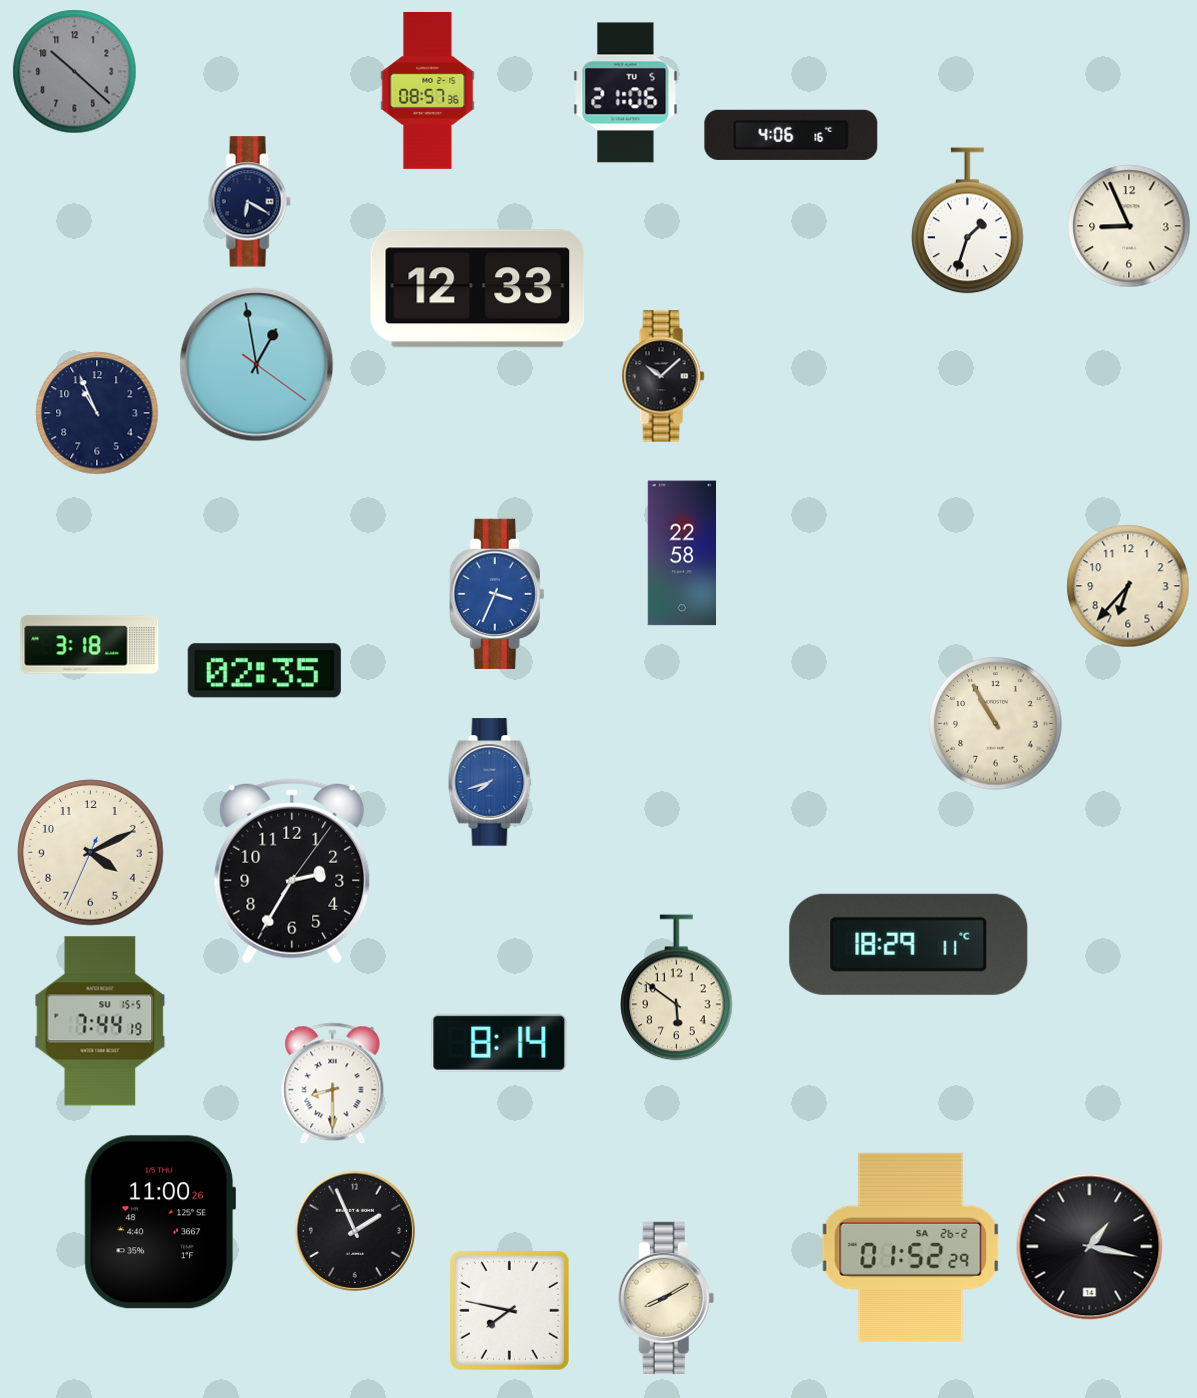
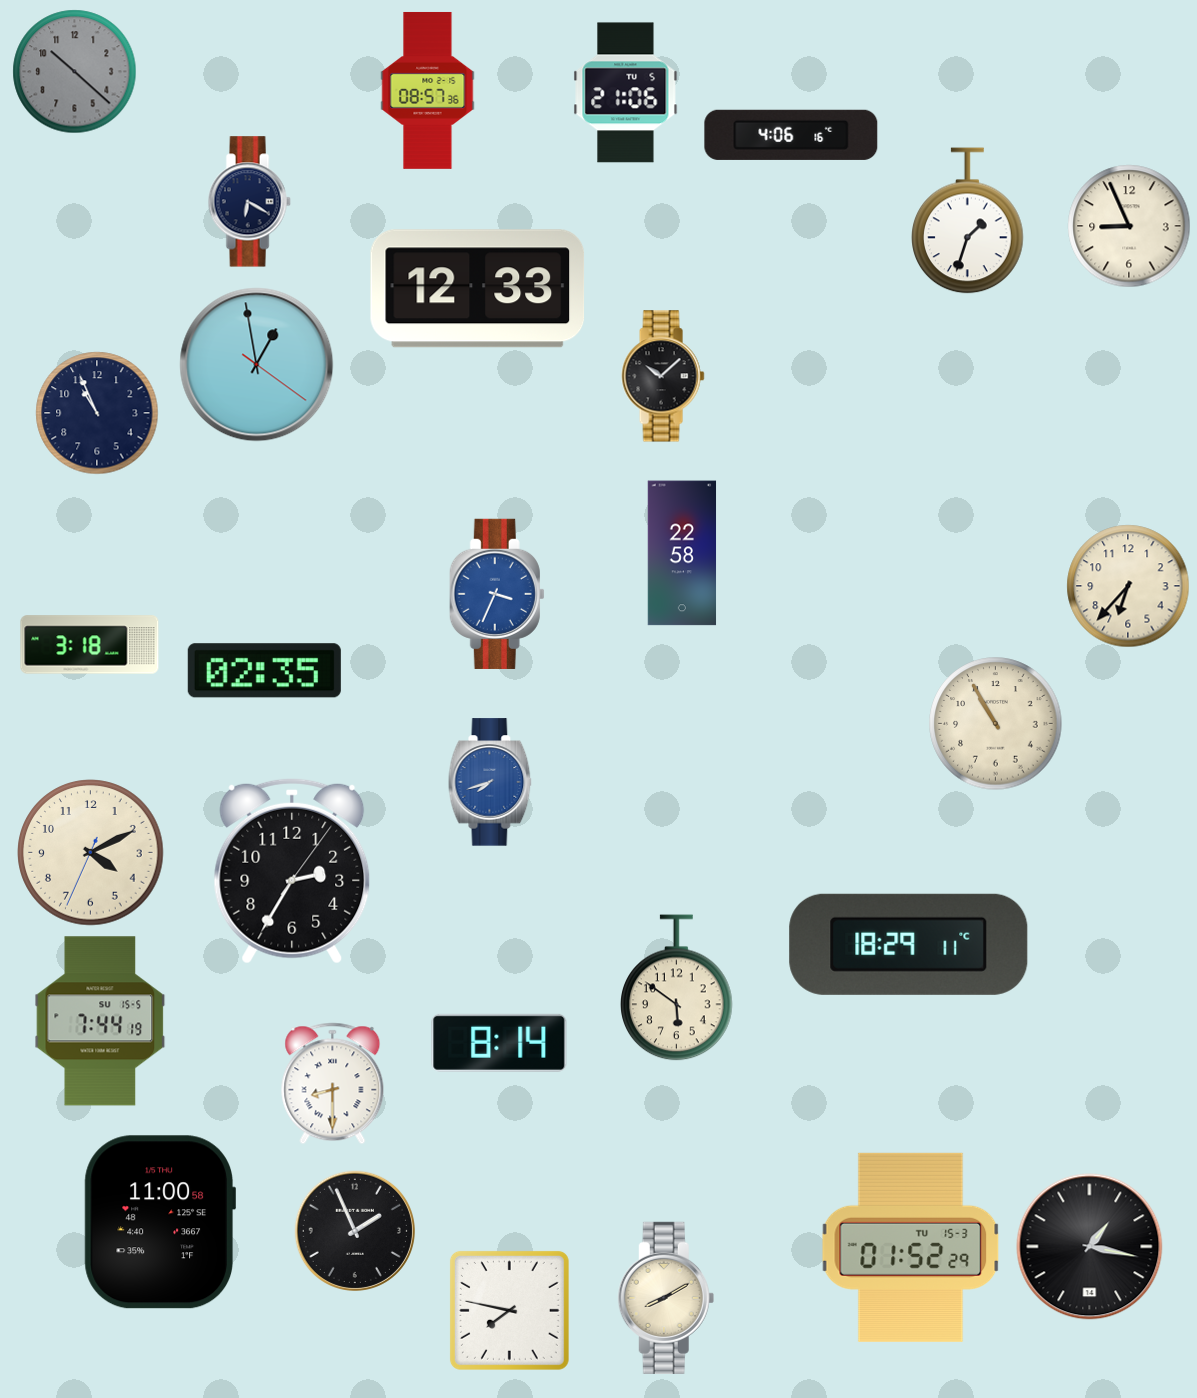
clock at (159, 1222): 11:00:26 -> 11:00:58
clock at (911, 1247) date: SA 26-2 -> TU 15-3
